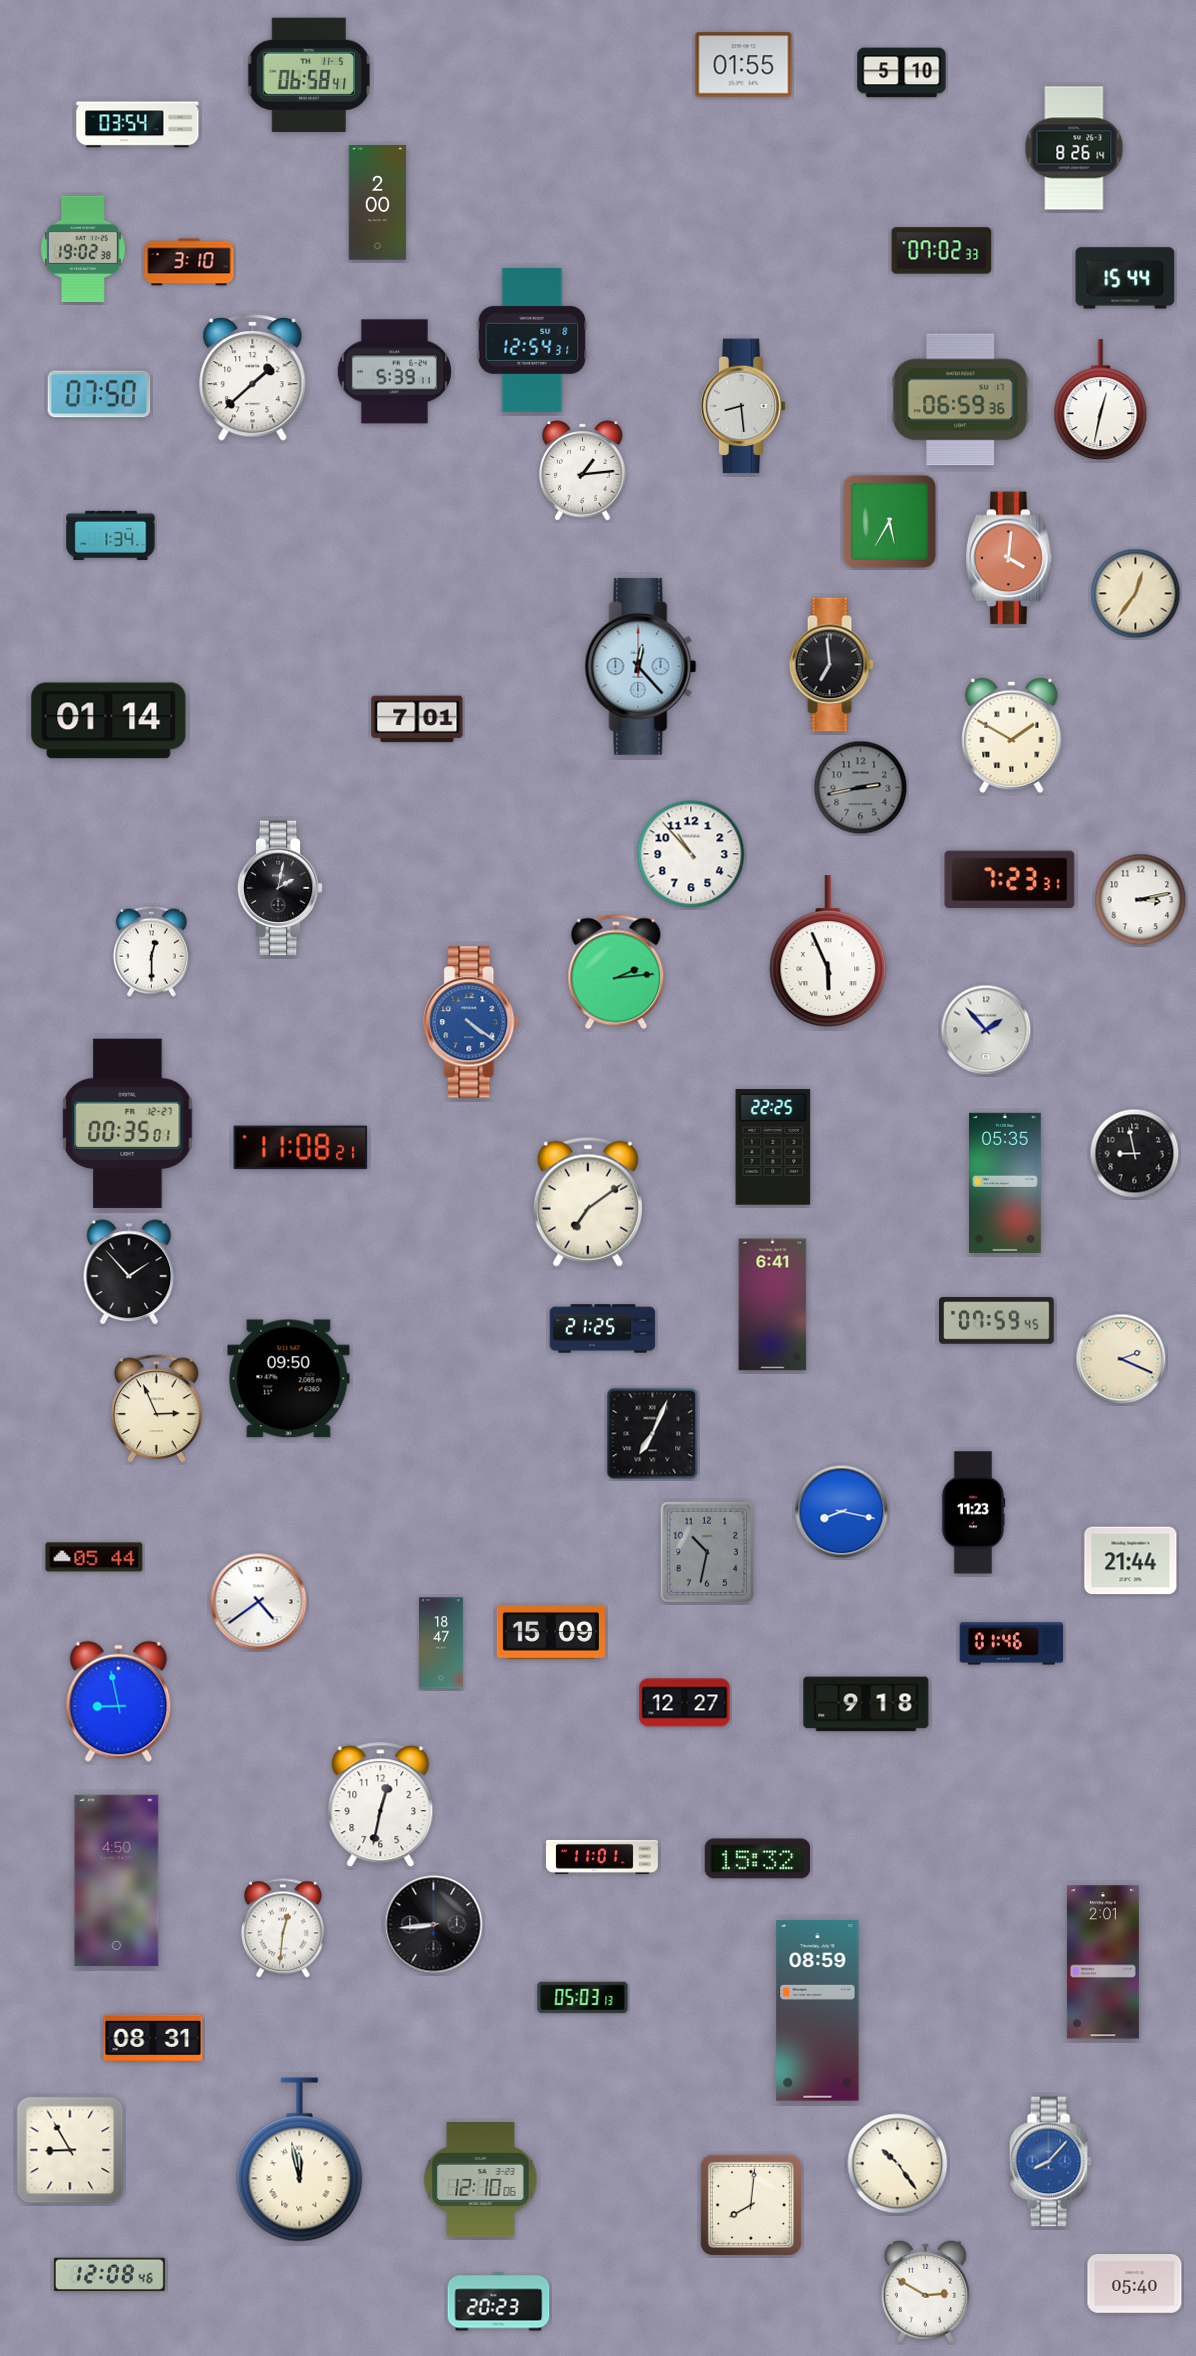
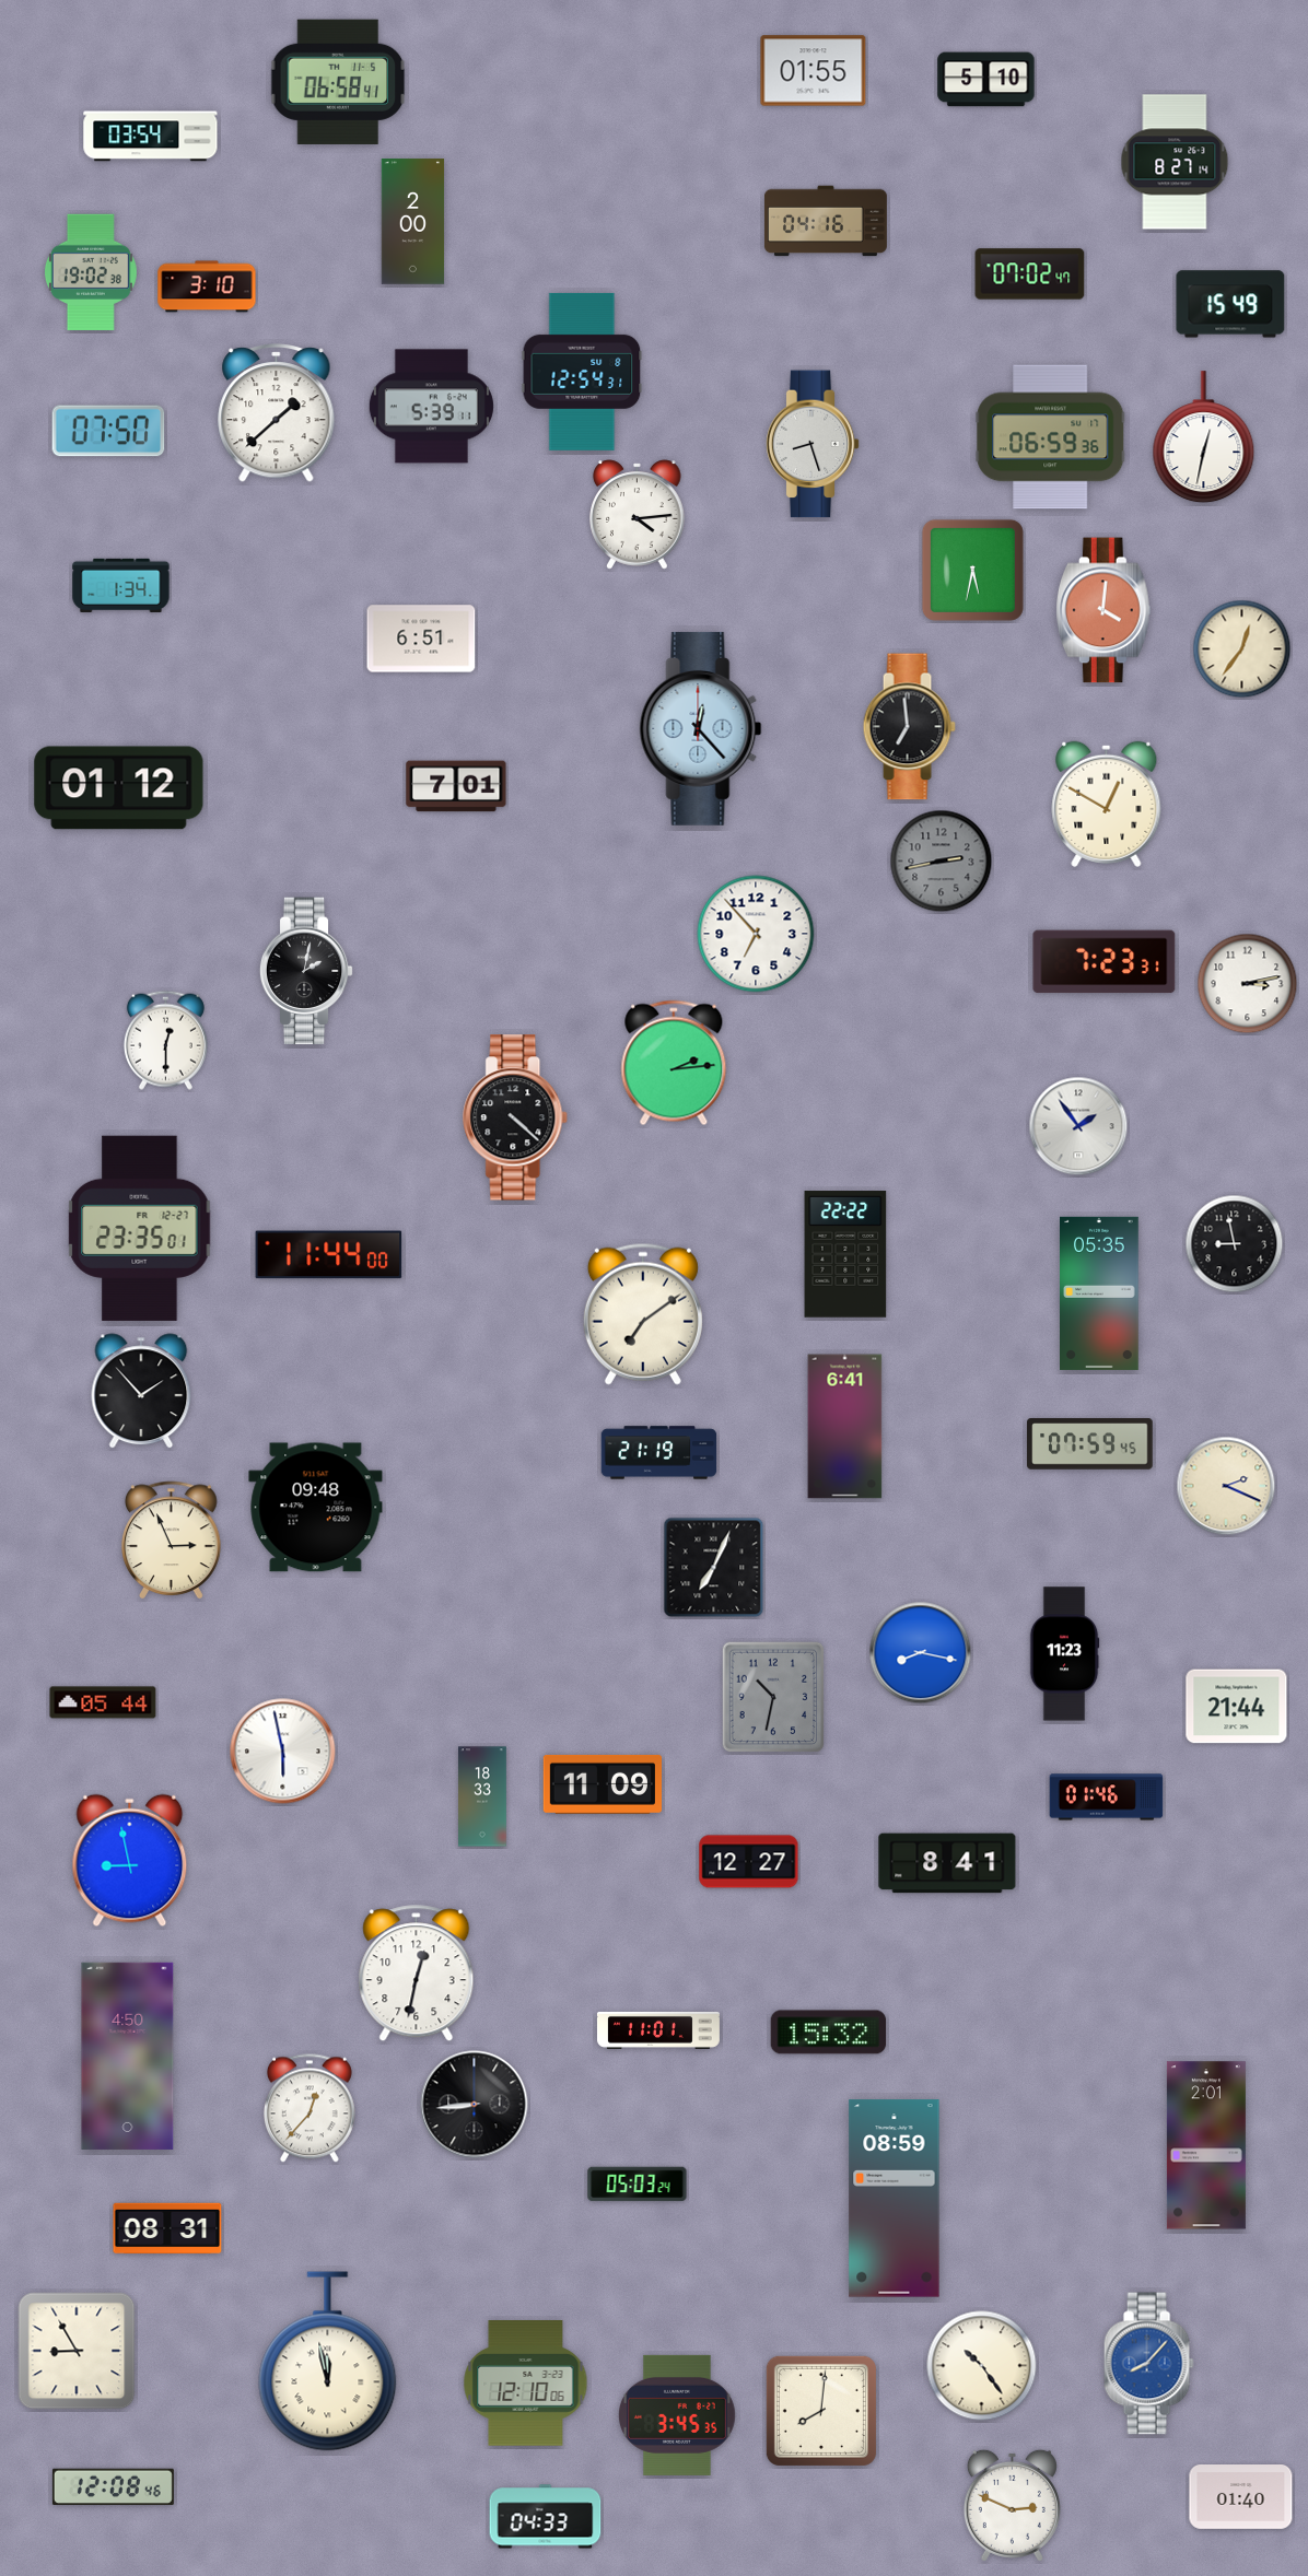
clock at (1074, 148): 8:26 -> 8:27
clock at (826, 221): none -> 04:16
clock at (942, 251): 07:02:33 -> 07:02:47
clock at (1125, 278): 15:44 -> 15:49
clock at (743, 406): 8:29 -> 8:27
clock at (583, 471): 1:14 -> 4:14
clock at (889, 521): 5:35 -> 5:32
clock at (421, 639): none -> 6:51
clock at (109, 721): 01:14 -> 01:12
clock at (1012, 735): 1:50 -> 12:50
clock at (691, 854): 10:53 -> 6:53
clock at (828, 951): 5:56 -> none
clock at (472, 1022): 4:21 -> 4:22
clock at (472, 1022) dial: blue -> black
clock at (986, 1030): 1:53 -> 1:54
clock at (128, 1123): 00:35 -> 23:35
clock at (773, 1147): 22:25 -> 22:22
clock at (301, 1148): 11:08 -> 11:44
clock at (1135, 1154) position: (1135, 1154) -> (1235, 1244)
clock at (603, 1329): 21:25 -> 21:19
clock at (289, 1379): 09:50 -> 09:48
clock at (259, 1602): 4:39 -> 5:58
clock at (551, 1632): 15:09 -> 11:09
clock at (442, 1643): 18:47 -> 18:33
clock at (866, 1704): 9:18 -> 8:41
clock at (283, 1928): 12:31 -> 12:37
clock at (583, 1998): 05:03:13 -> 05:03:24
clock at (678, 2415): none -> 3:45
clock at (109, 2275) position: (109, 2275) -> (113, 2487)
clock at (1135, 2284): 05:40 -> 01:40
clock at (925, 2291): 2:50 -> 2:49
clock at (499, 2302): 20:23 -> 04:33
